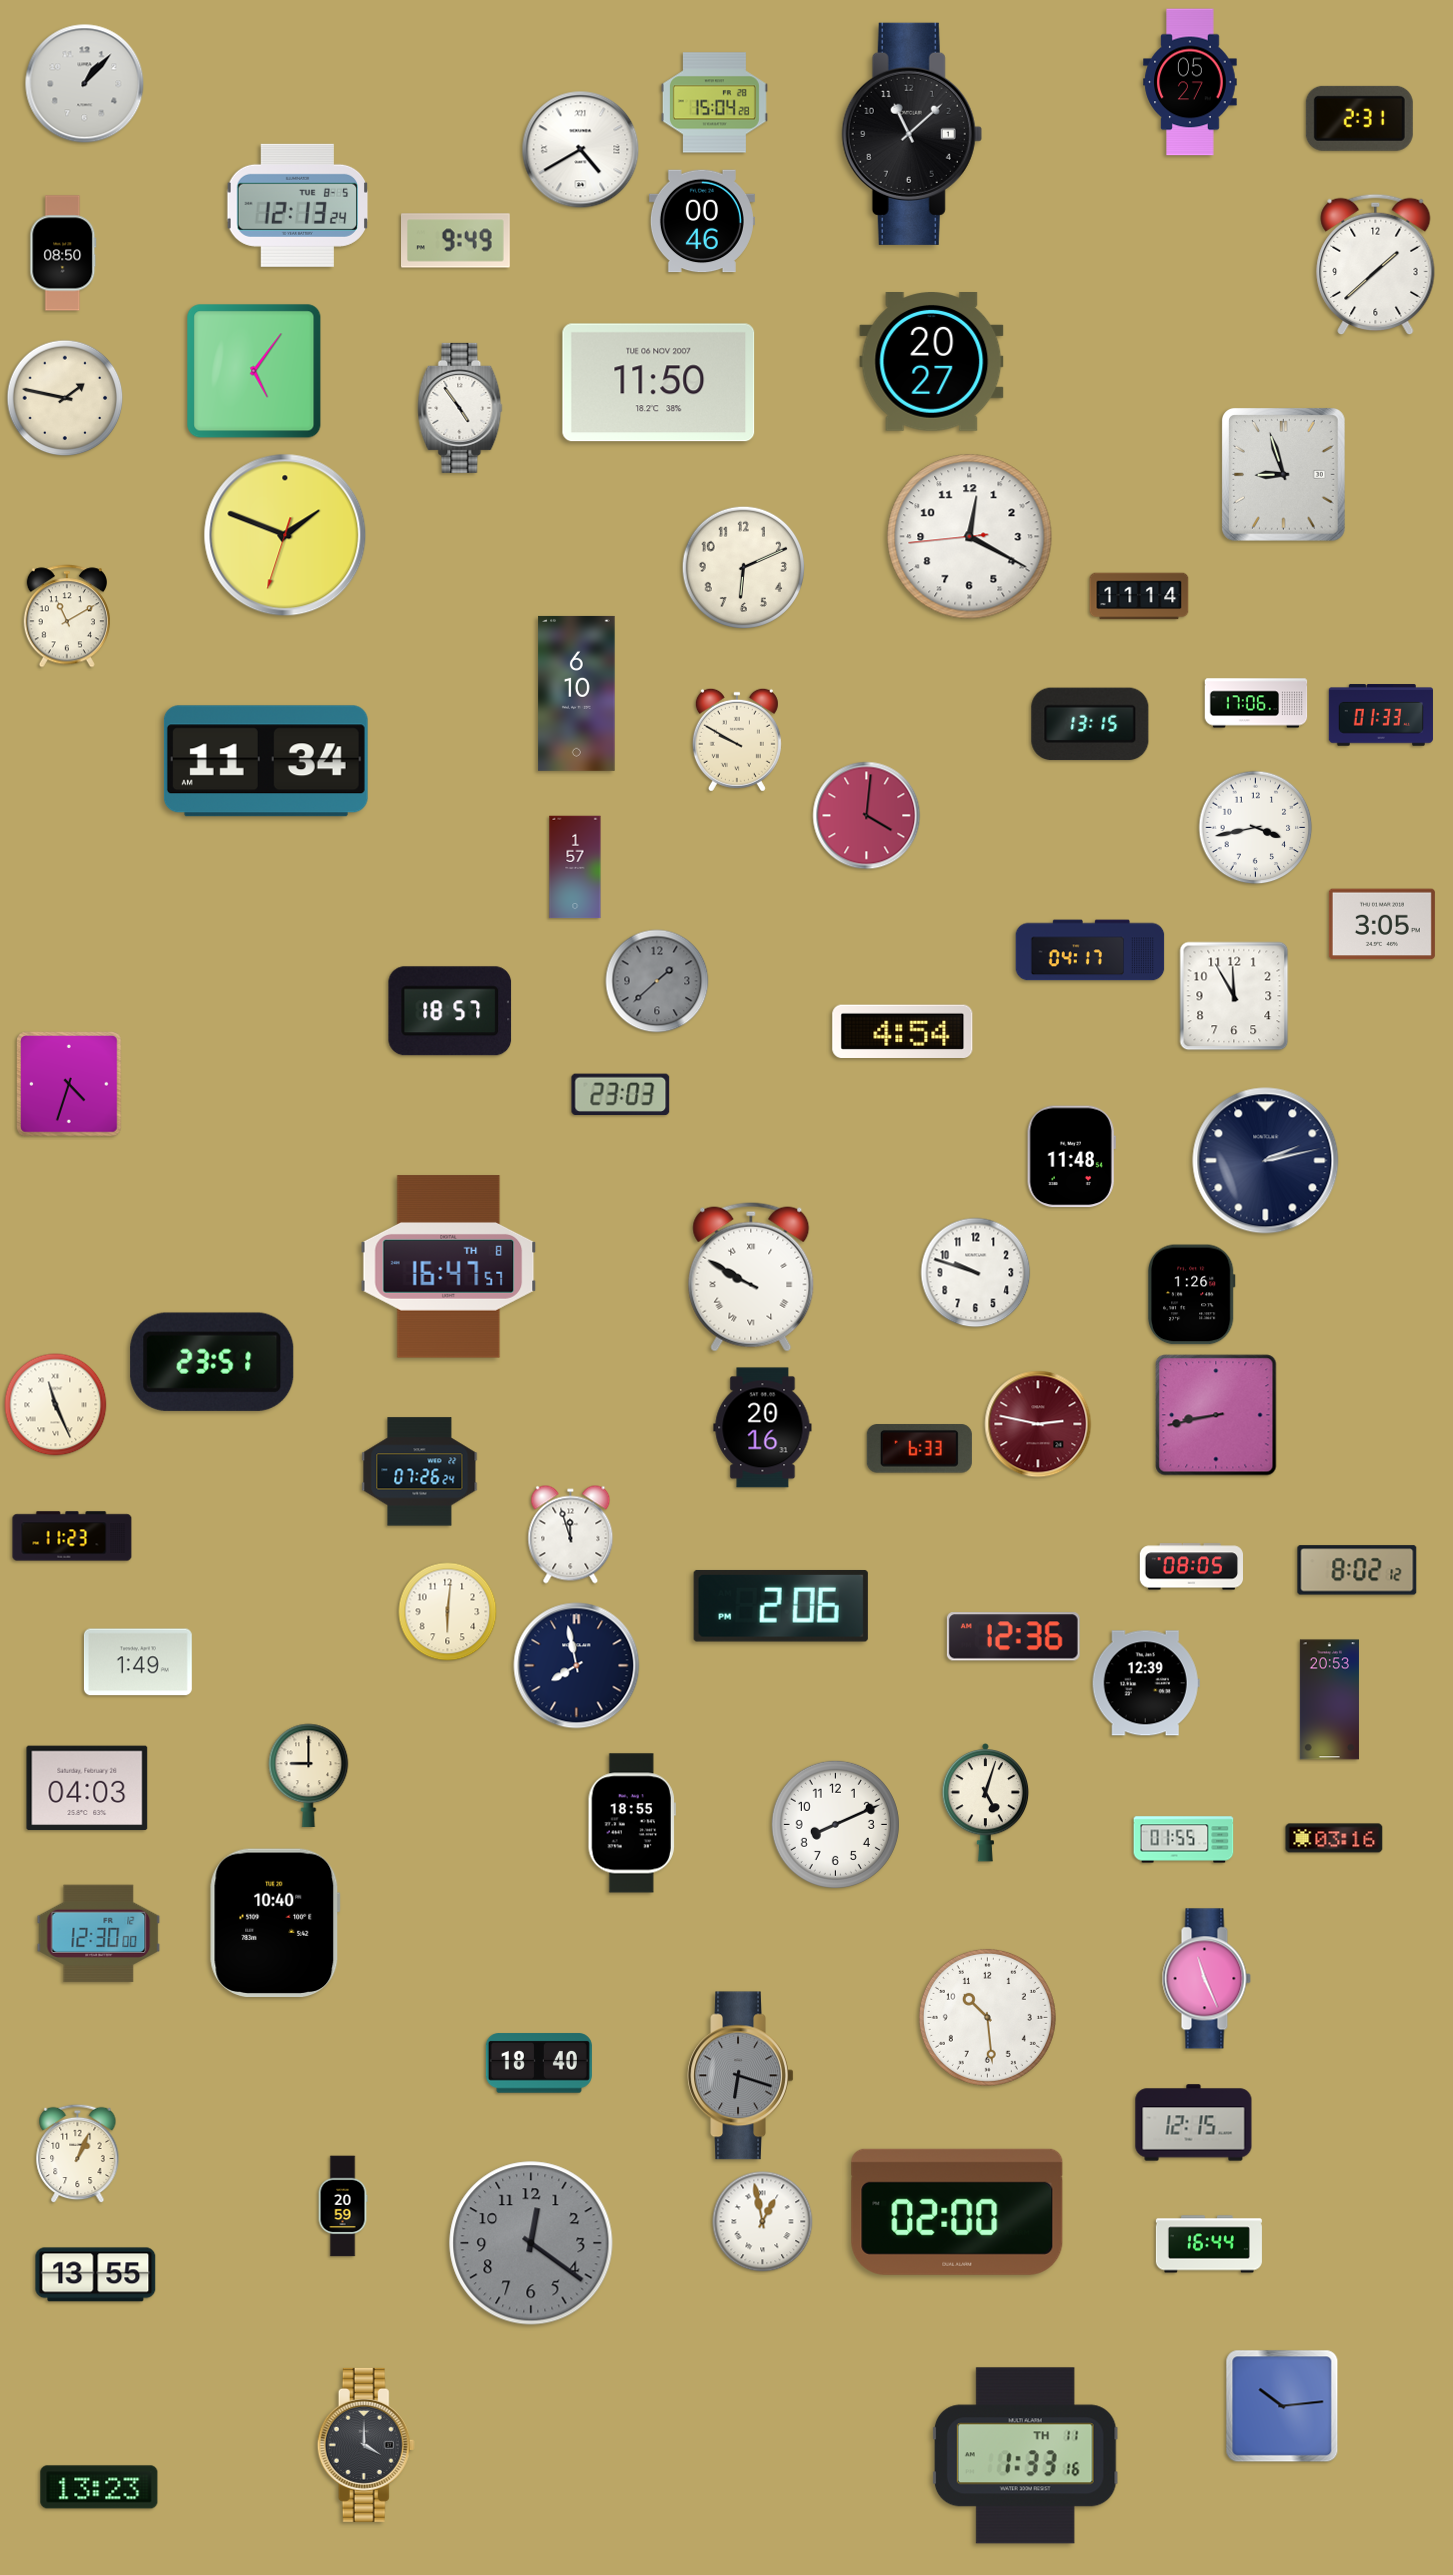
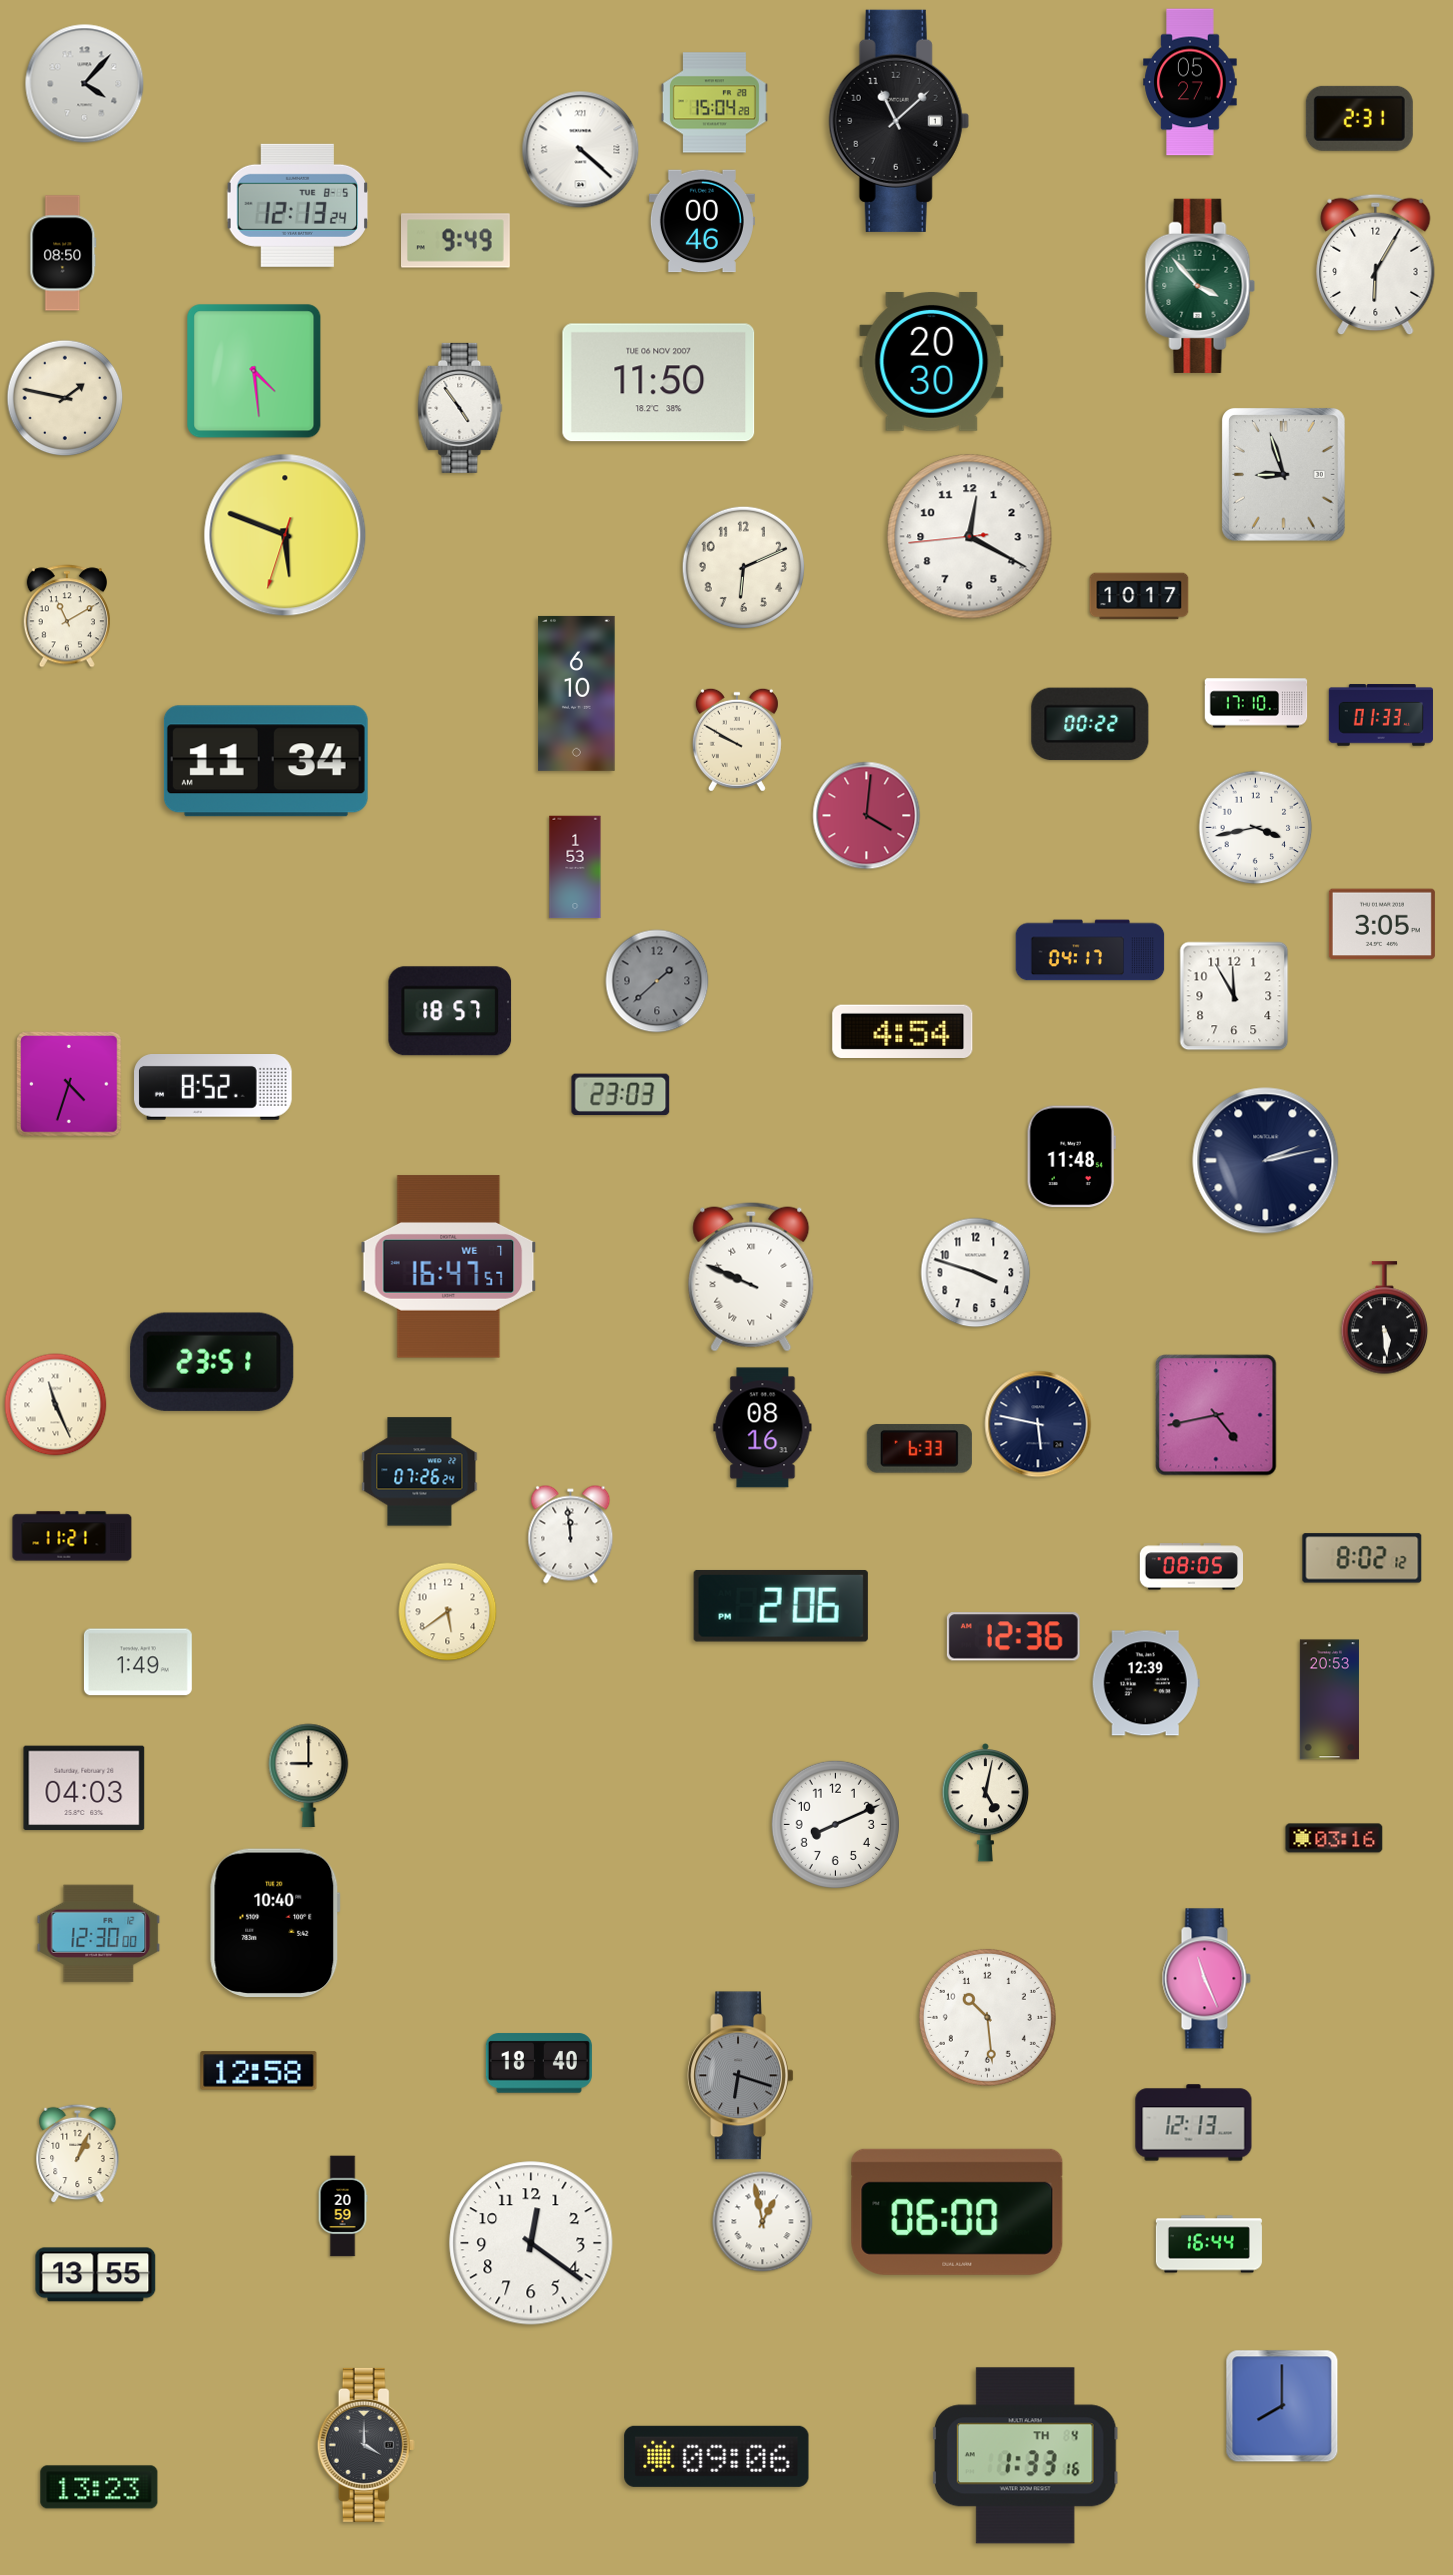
clock at (85, 84): 1:07 -> 4:07
clock at (912, 134) position: (912, 134) -> (899, 121)
clock at (581, 150): 4:40 -> 4:22
clock at (1376, 265): 1:38 -> 6:05
clock at (1200, 286): none -> 3:53
clock at (932, 362): 20:27 -> 20:30
clock at (254, 371): 5:06 -> 4:29
clock at (285, 535): 1:48 -> 5:48
clock at (1139, 596): 11:14 -> 10:17
clock at (1256, 703): 17:06 -> 17:10
clock at (1090, 724): 13:15 -> 00:22
clock at (575, 867): 1:57 -> 1:53
clock at (213, 1088): none -> 8:52
clock at (449, 1267) date: TH 8 -> WE 7
clock at (976, 1273): 9:48 -> 3:48
clock at (751, 1277): 9:50 -> 9:49
clock at (1191, 1295): 1:26 -> none
clock at (1385, 1318): none -> 5:29
clock at (1216, 1415): 8:43 -> 4:43
clock at (1038, 1424): 2:47 -> 5:47
clock at (1038, 1424) dial: burgundy -> navy
clock at (763, 1428): 20:16 -> 08:16
clock at (571, 1535): 11:57 -> 11:59
clock at (72, 1536): 11:23 -> 11:21
clock at (1357, 1570) position: (1357, 1570) -> (1362, 1558)
clock at (448, 1612): 6:01 -> 5:39
clock at (577, 1666): 7:58 -> none
clock at (87, 1788) position: (87, 1788) -> (84, 1788)
clock at (986, 1802): 5:03 -> 5:02
clock at (632, 1823): 18:55 -> none
clock at (1184, 1840): 01:55 -> none
clock at (259, 2071): none -> 12:58
clock at (1194, 2123): 12:15 -> 12:13
clock at (957, 2212): 02:00 -> 06:00
clock at (531, 2243) dial: grey -> white
clock at (1282, 2406): 10:14 -> 8:00
clock at (717, 2456): none -> 09:06
clock at (1025, 2456) date: TH 11 -> TH 4
